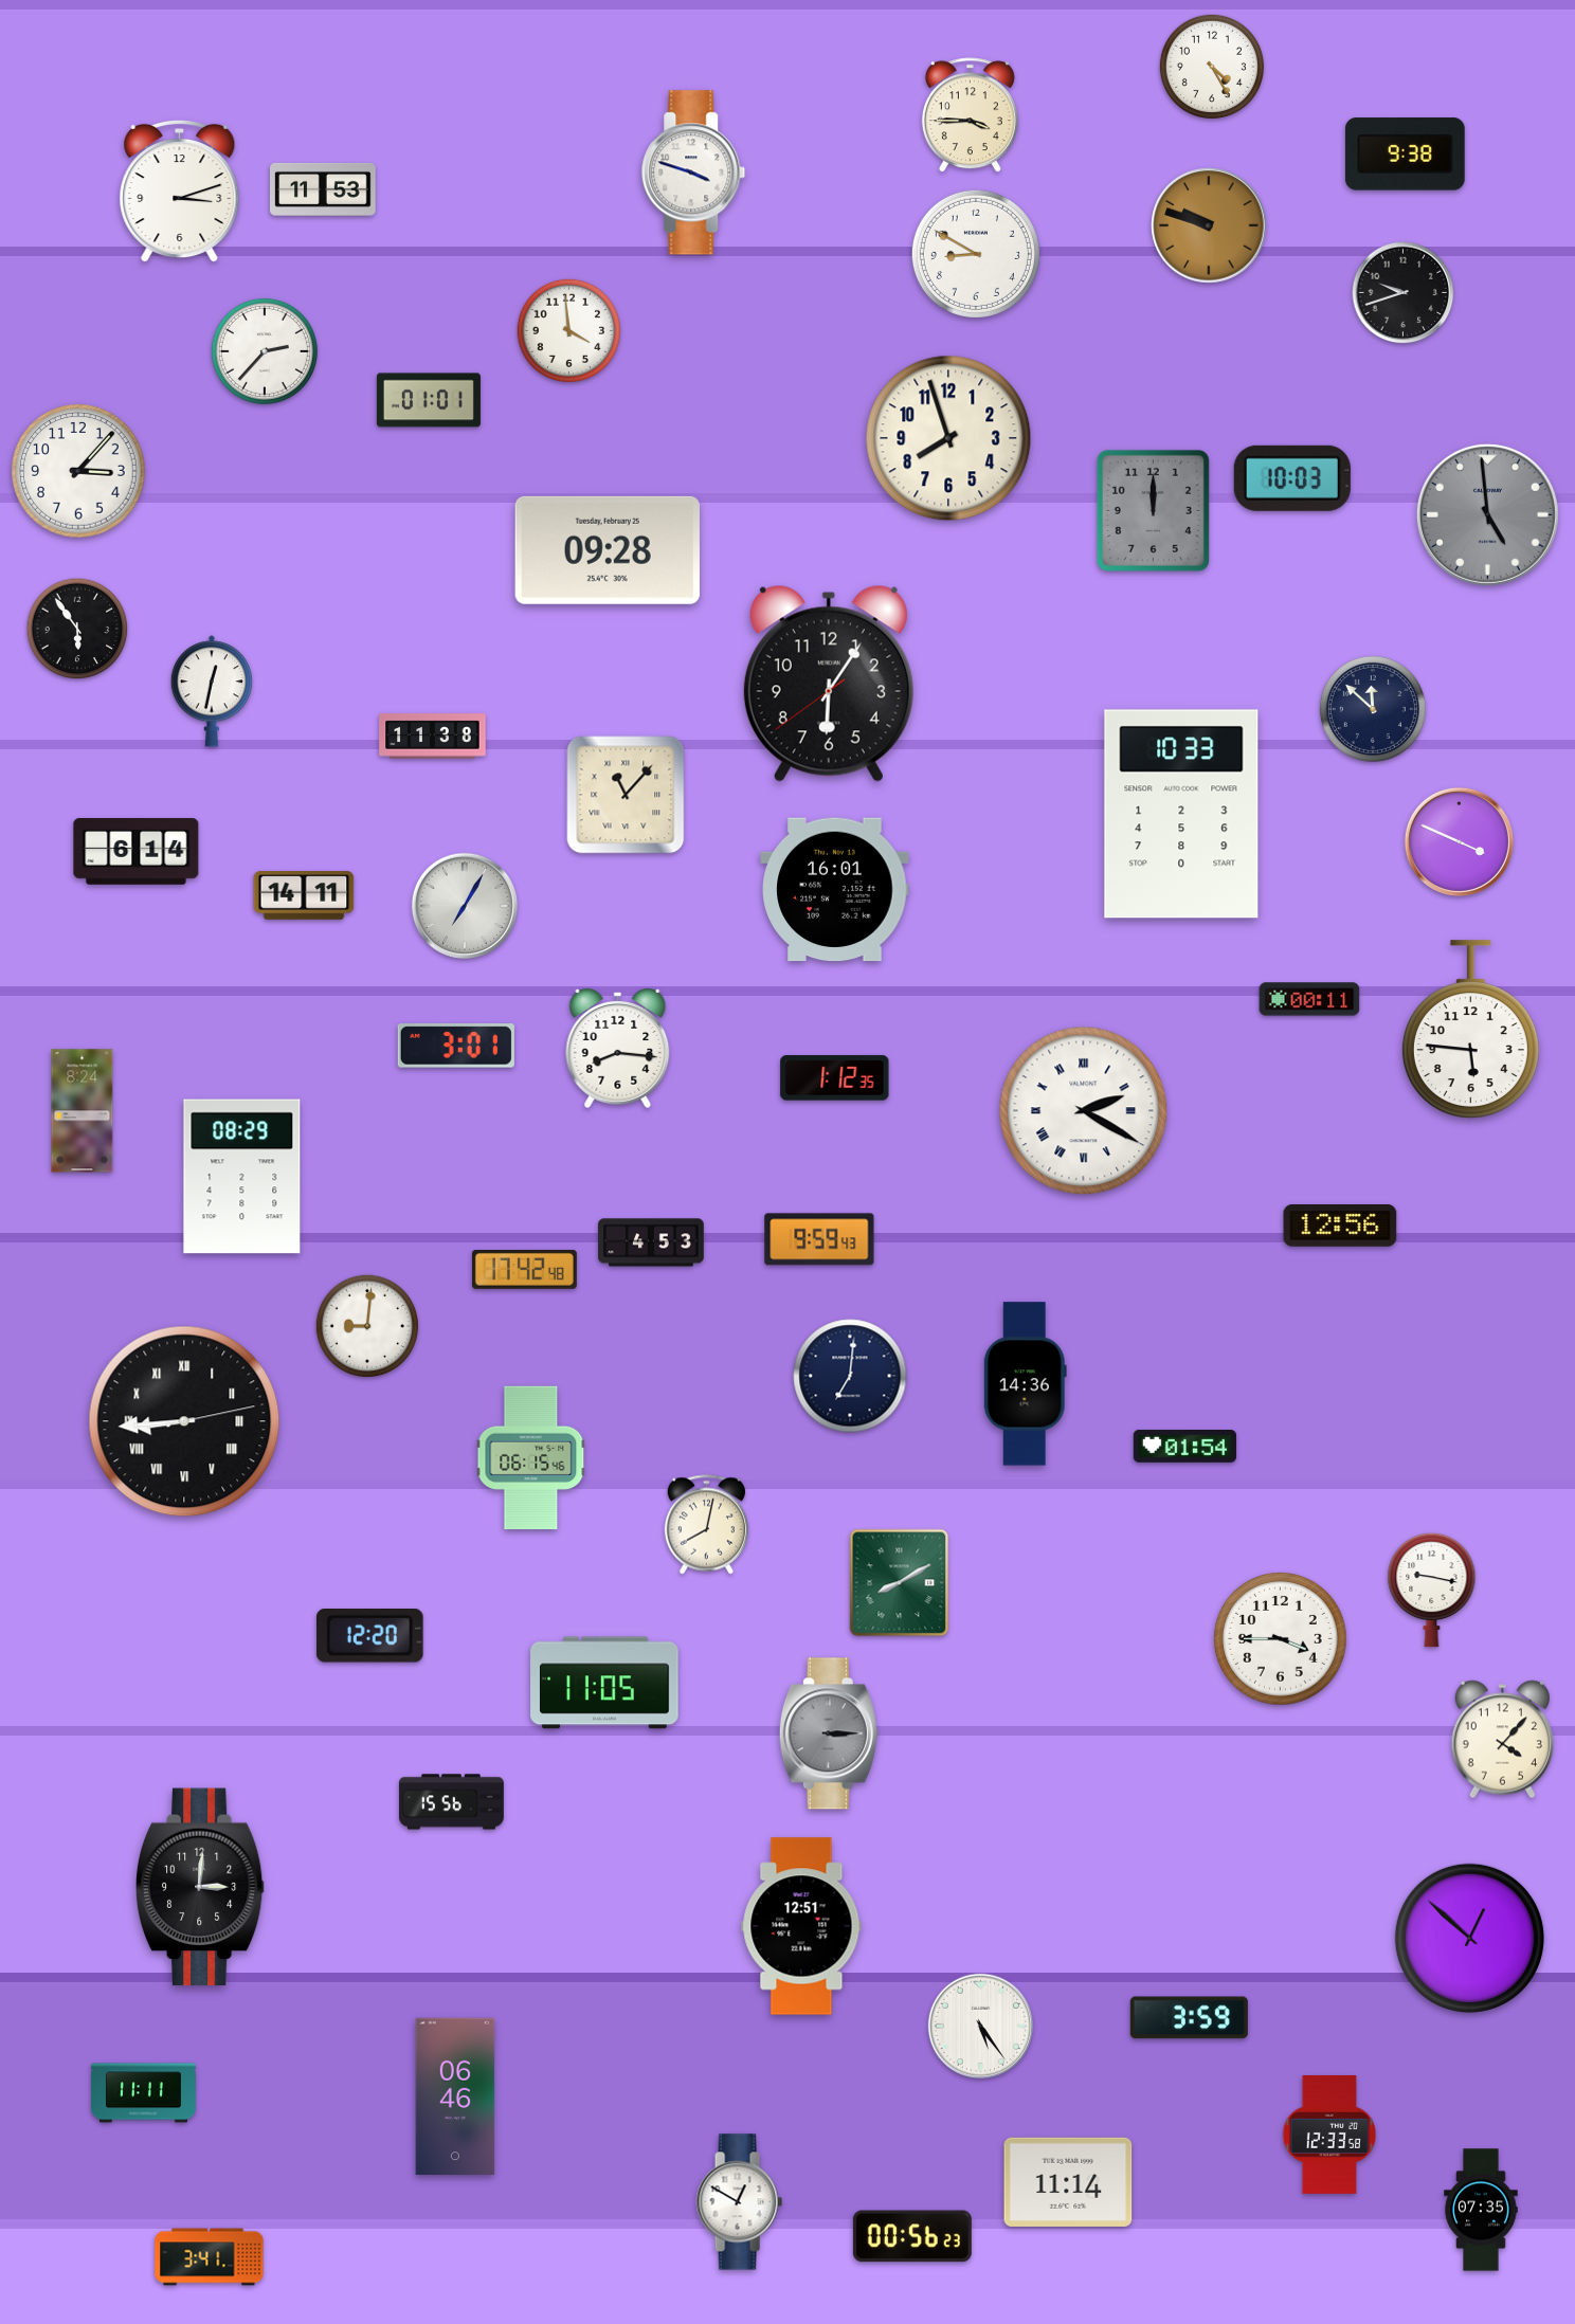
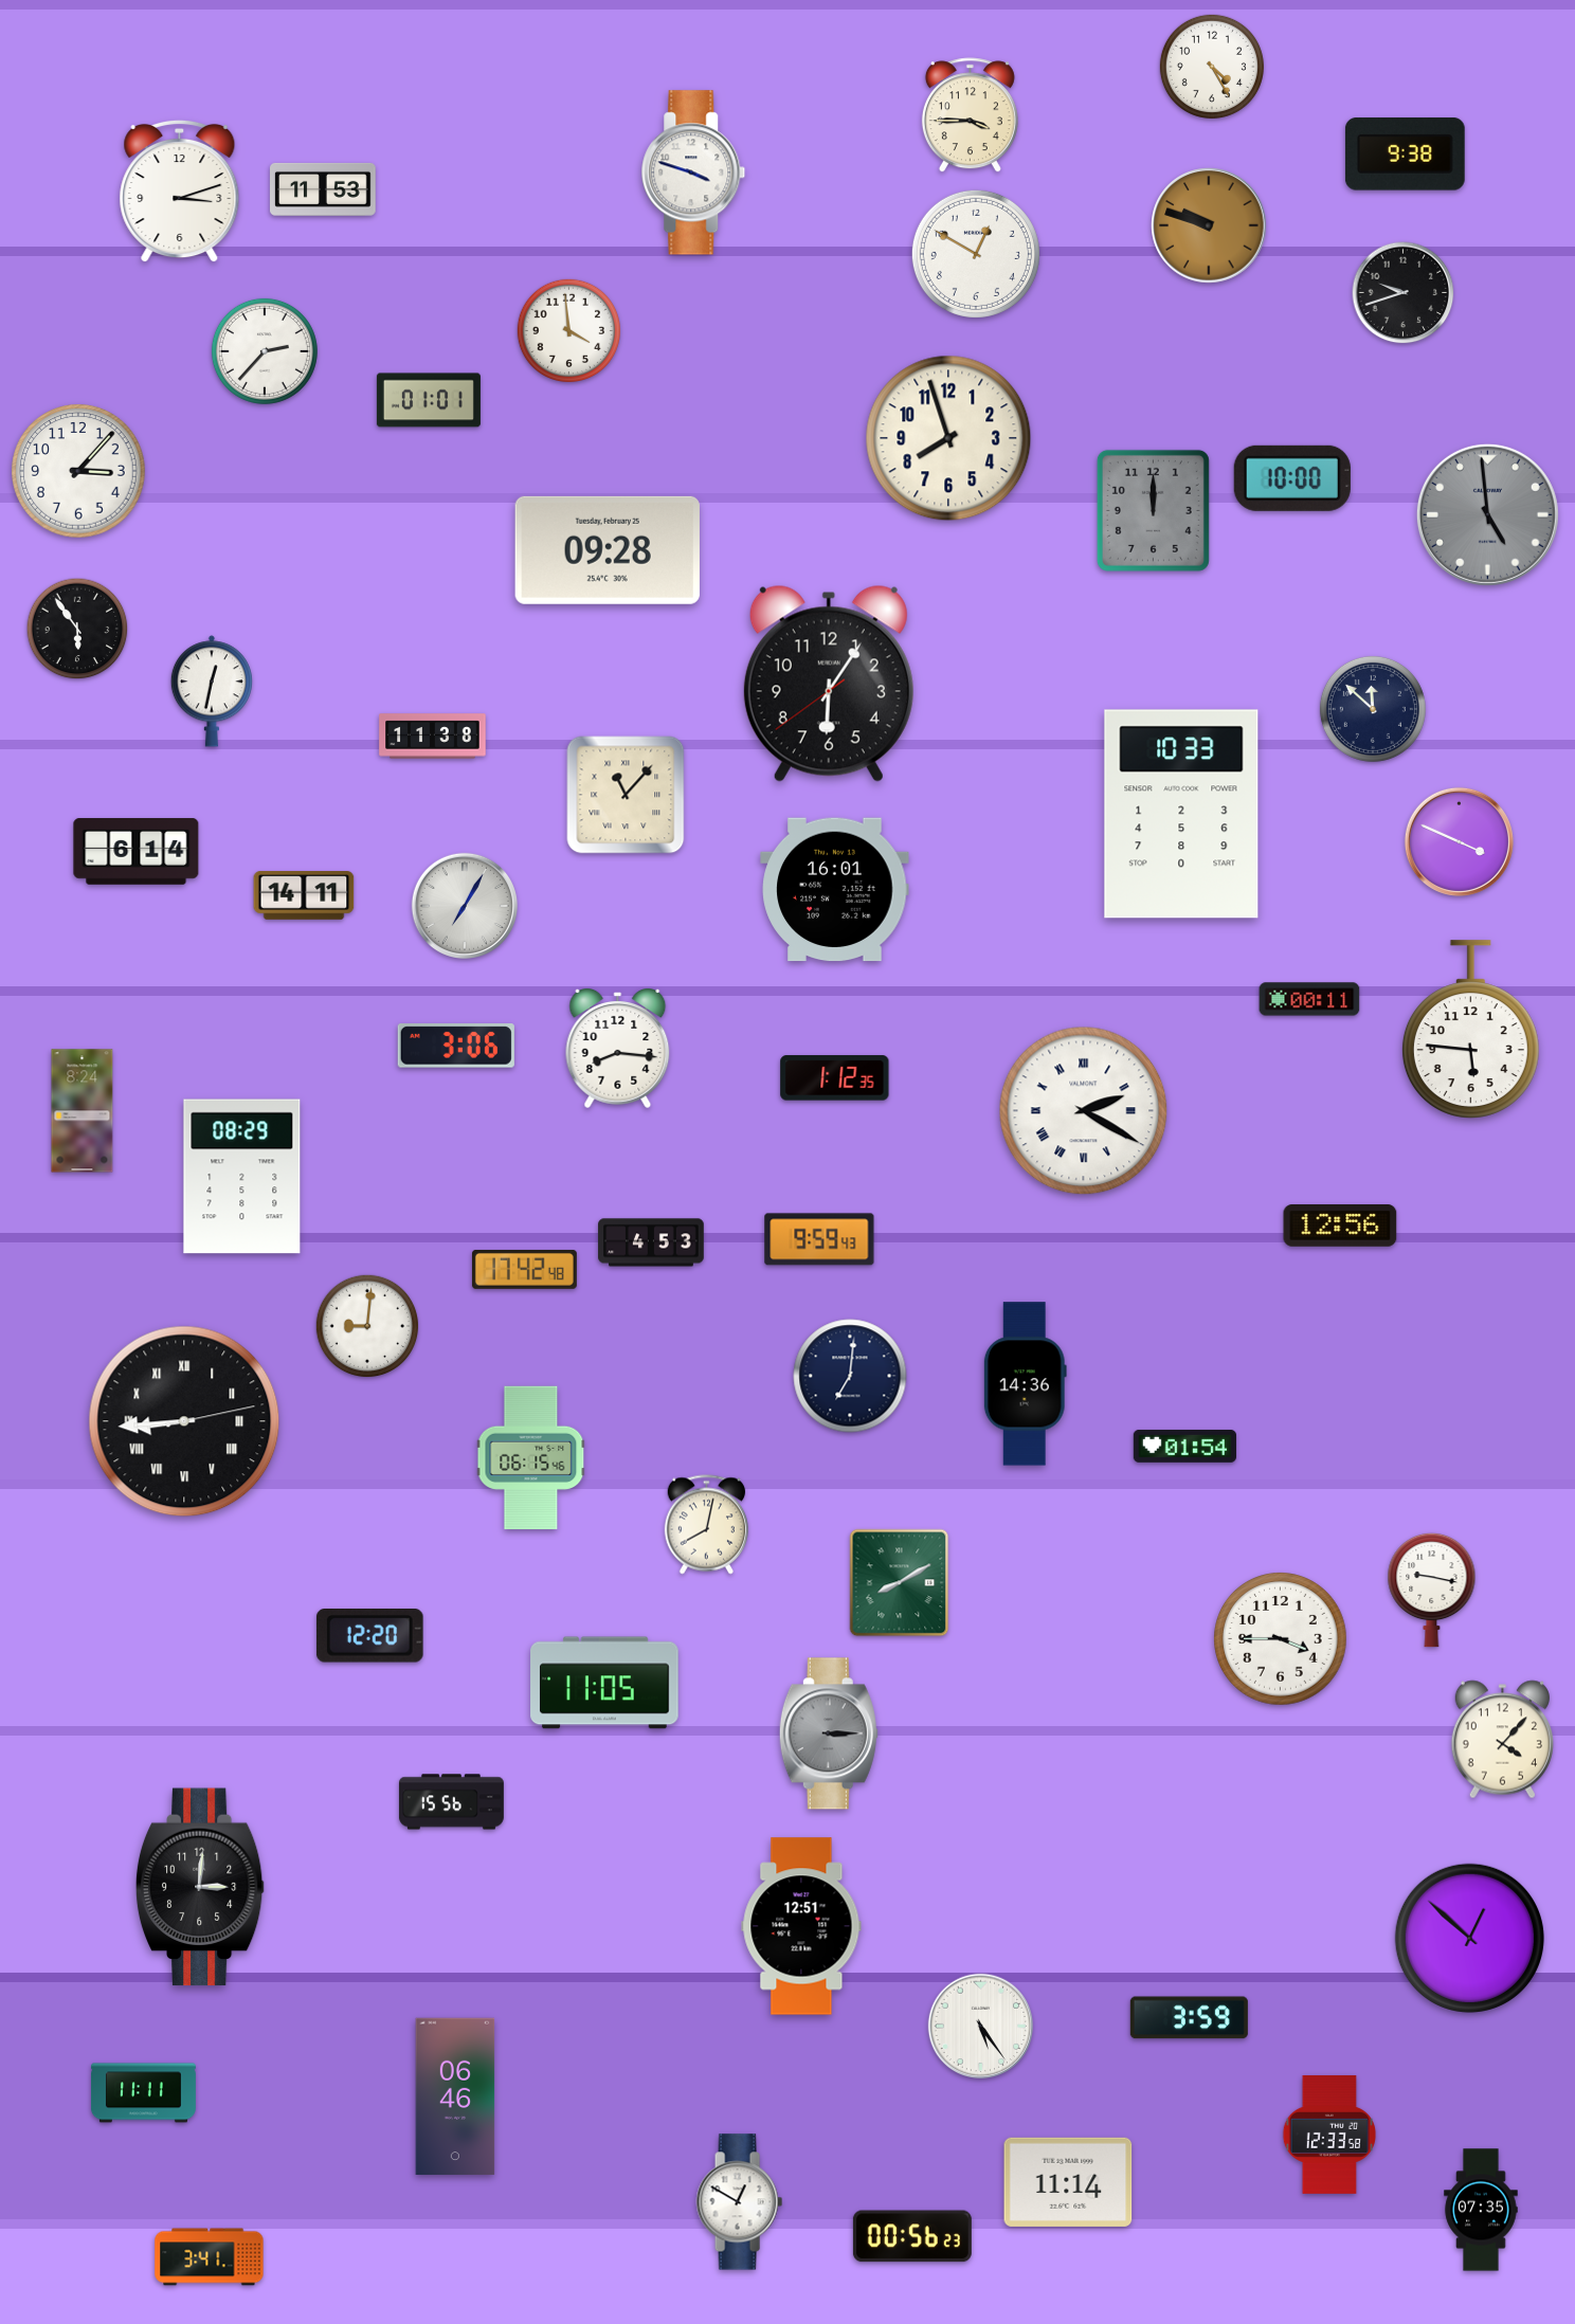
clock at (976, 254): 8:50 -> 12:50
clock at (1292, 478): 10:03 -> 10:00
clock at (456, 1046): 3:01 -> 3:06
